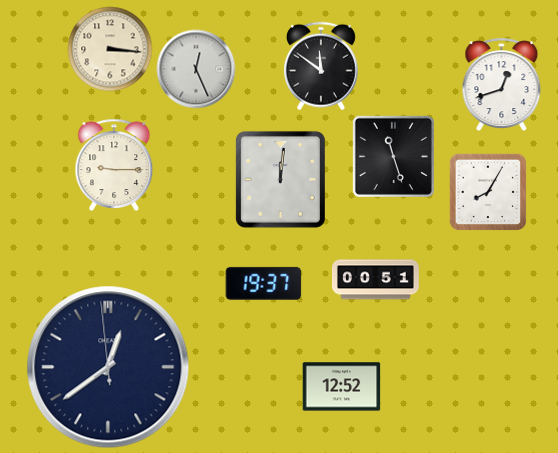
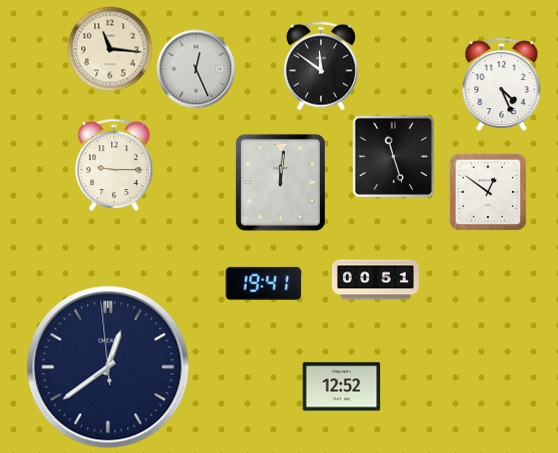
clock at (110, 49): 3:16 -> 11:16
clock at (502, 85): 12:42 -> 4:26
clock at (280, 179) position: (280, 179) -> (280, 182)
clock at (488, 192): 8:05 -> 12:51
clock at (264, 283): 19:37 -> 19:41
